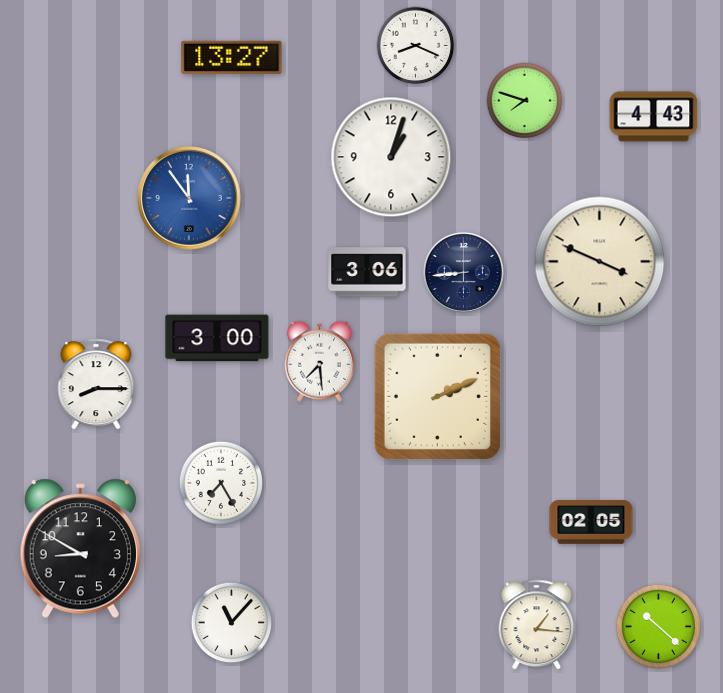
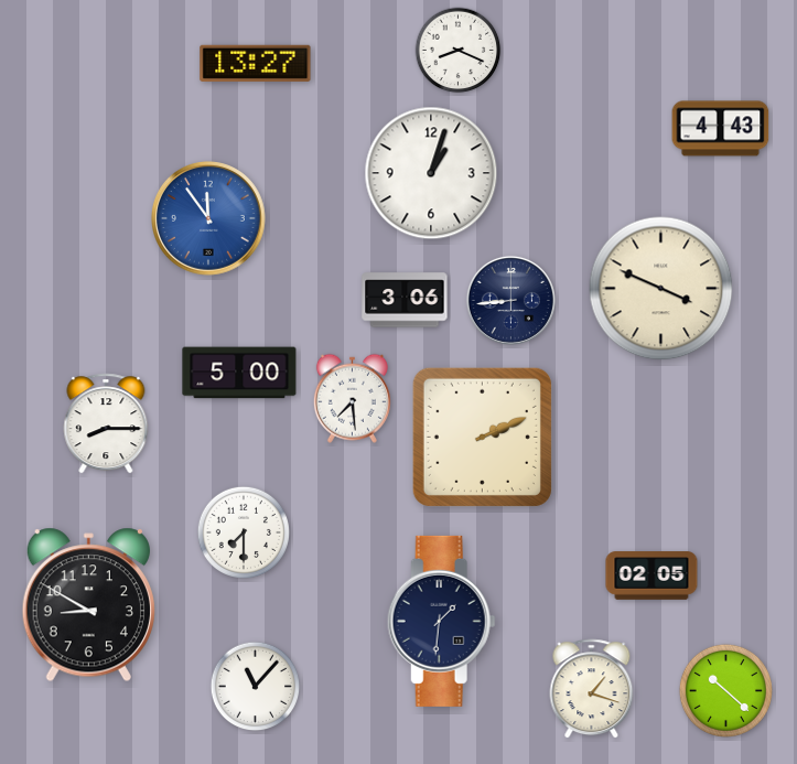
clock at (525, 101): 7:48 -> none
clock at (217, 338): 3:00 -> 5:00
clock at (221, 483): 7:25 -> 7:30
clock at (441, 621): none -> 1:31
clock at (537, 625): 1:16 -> 1:18
